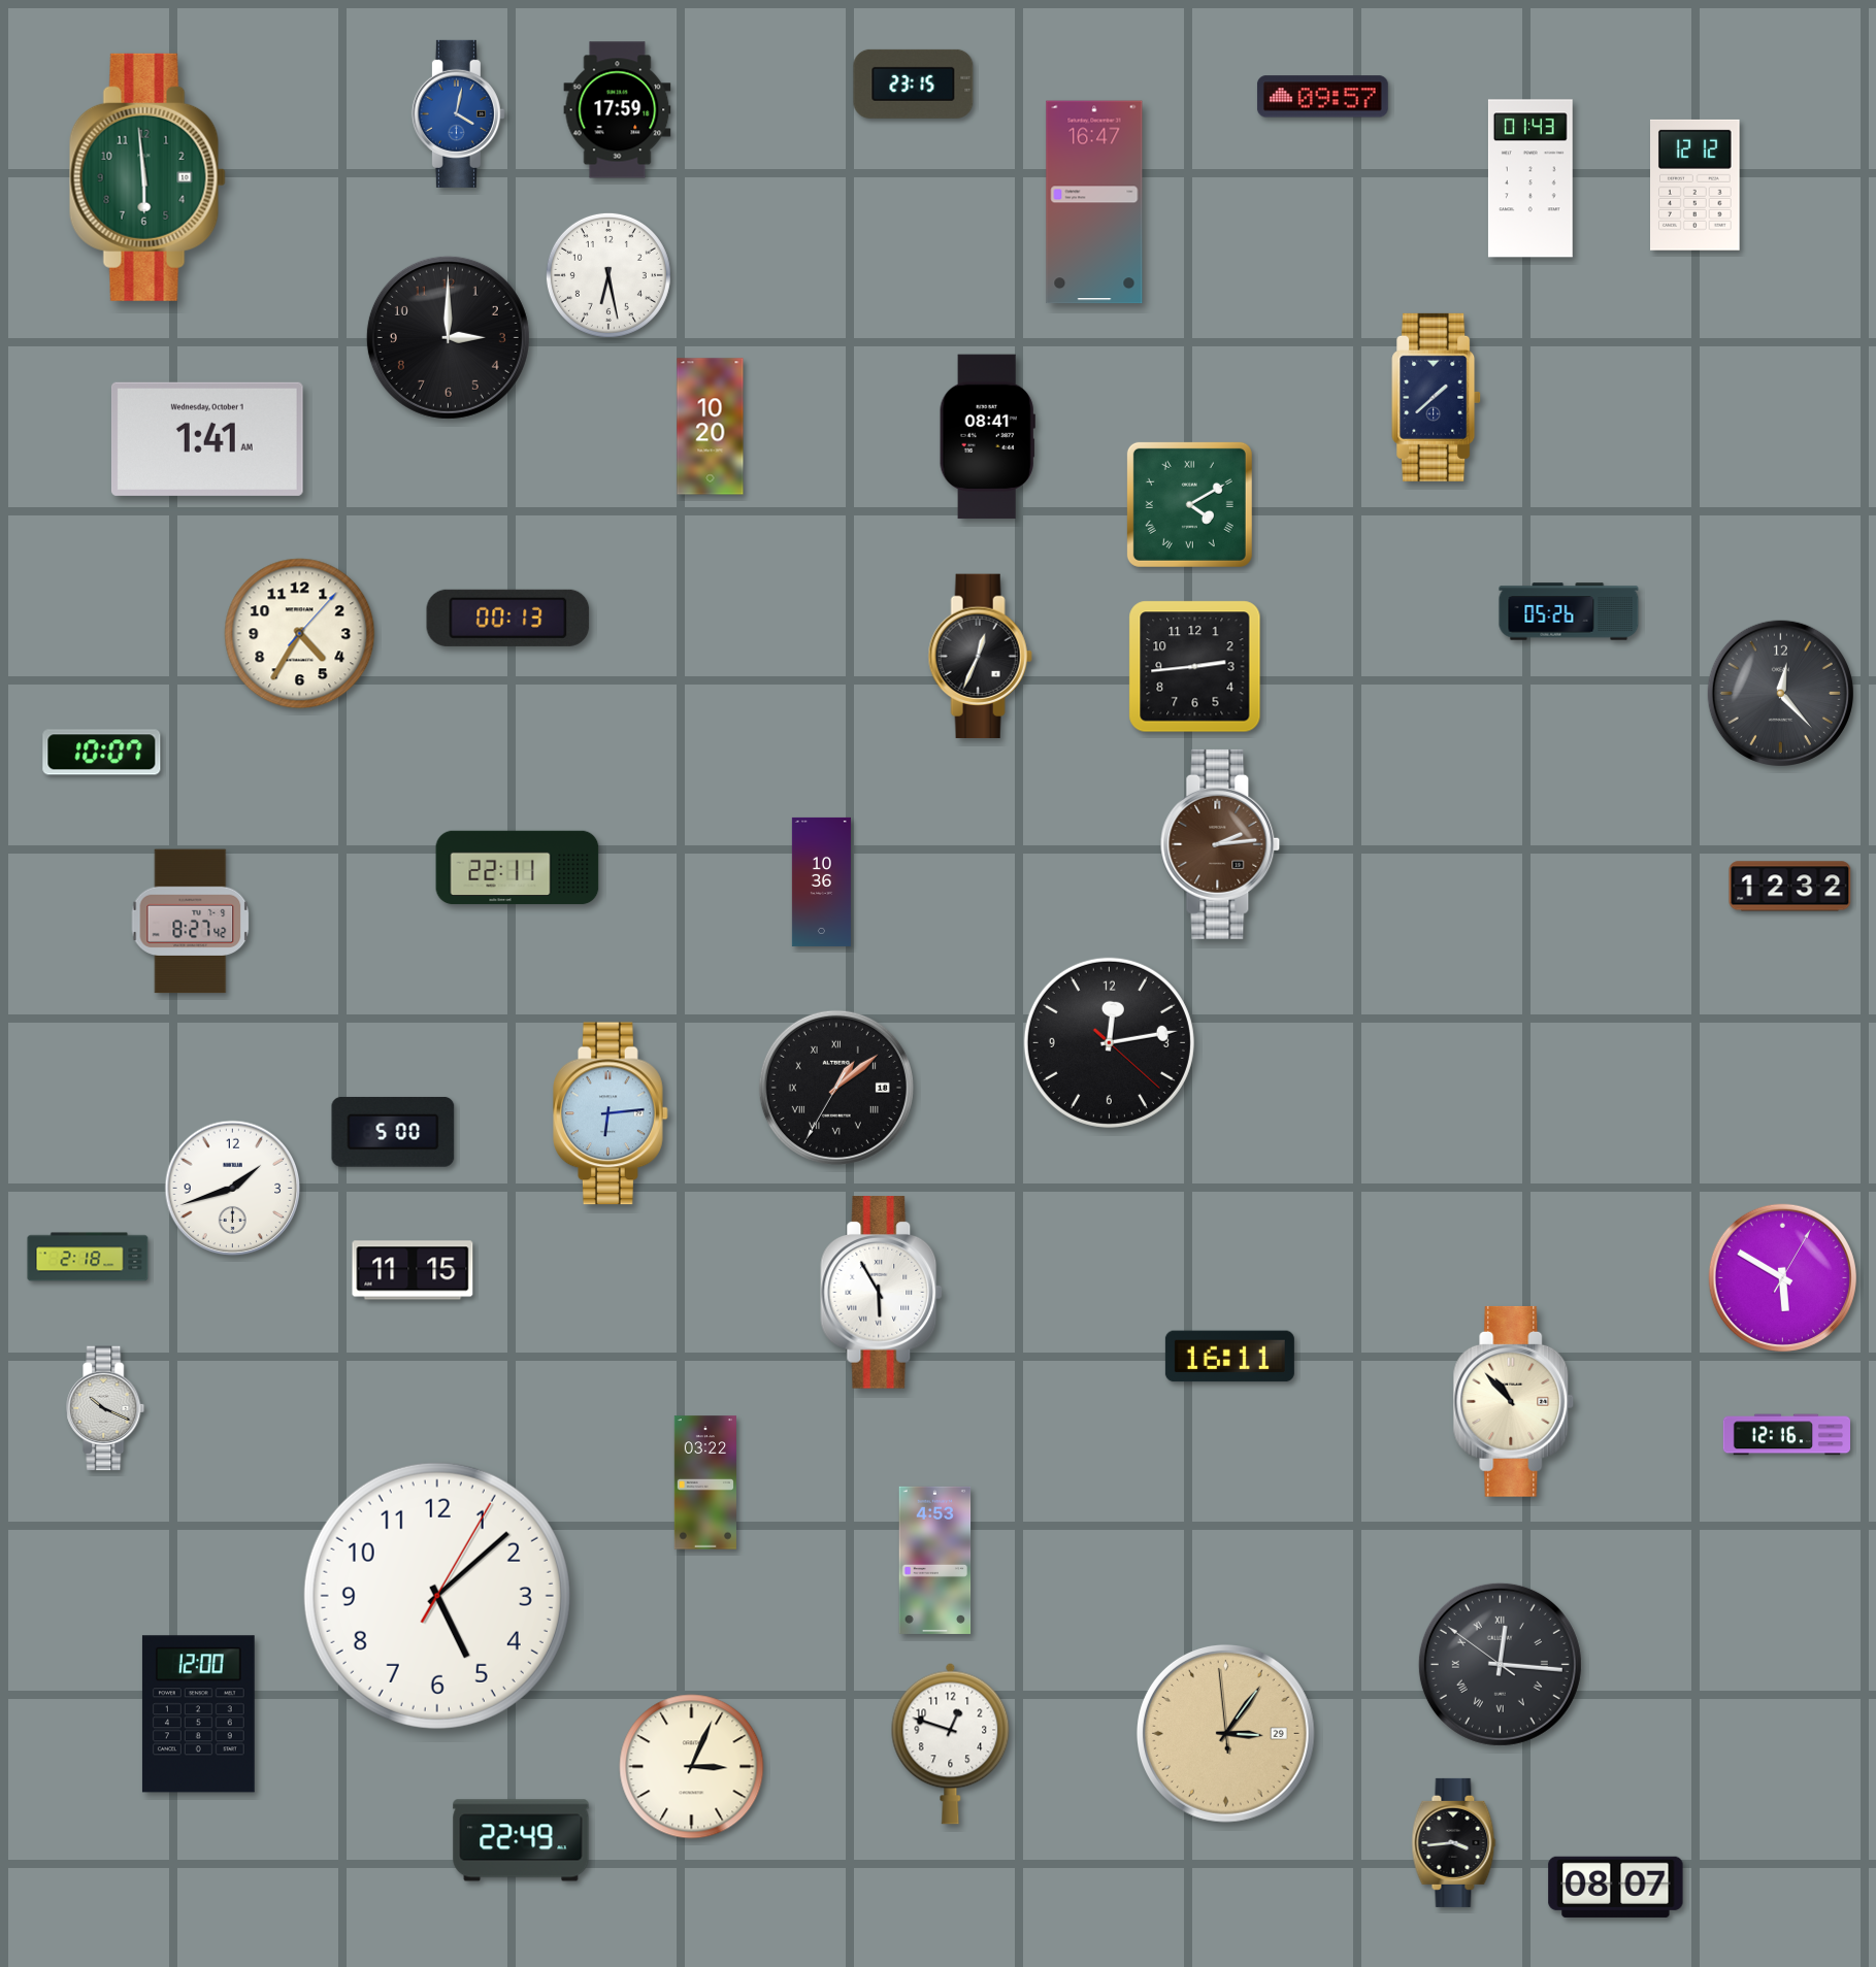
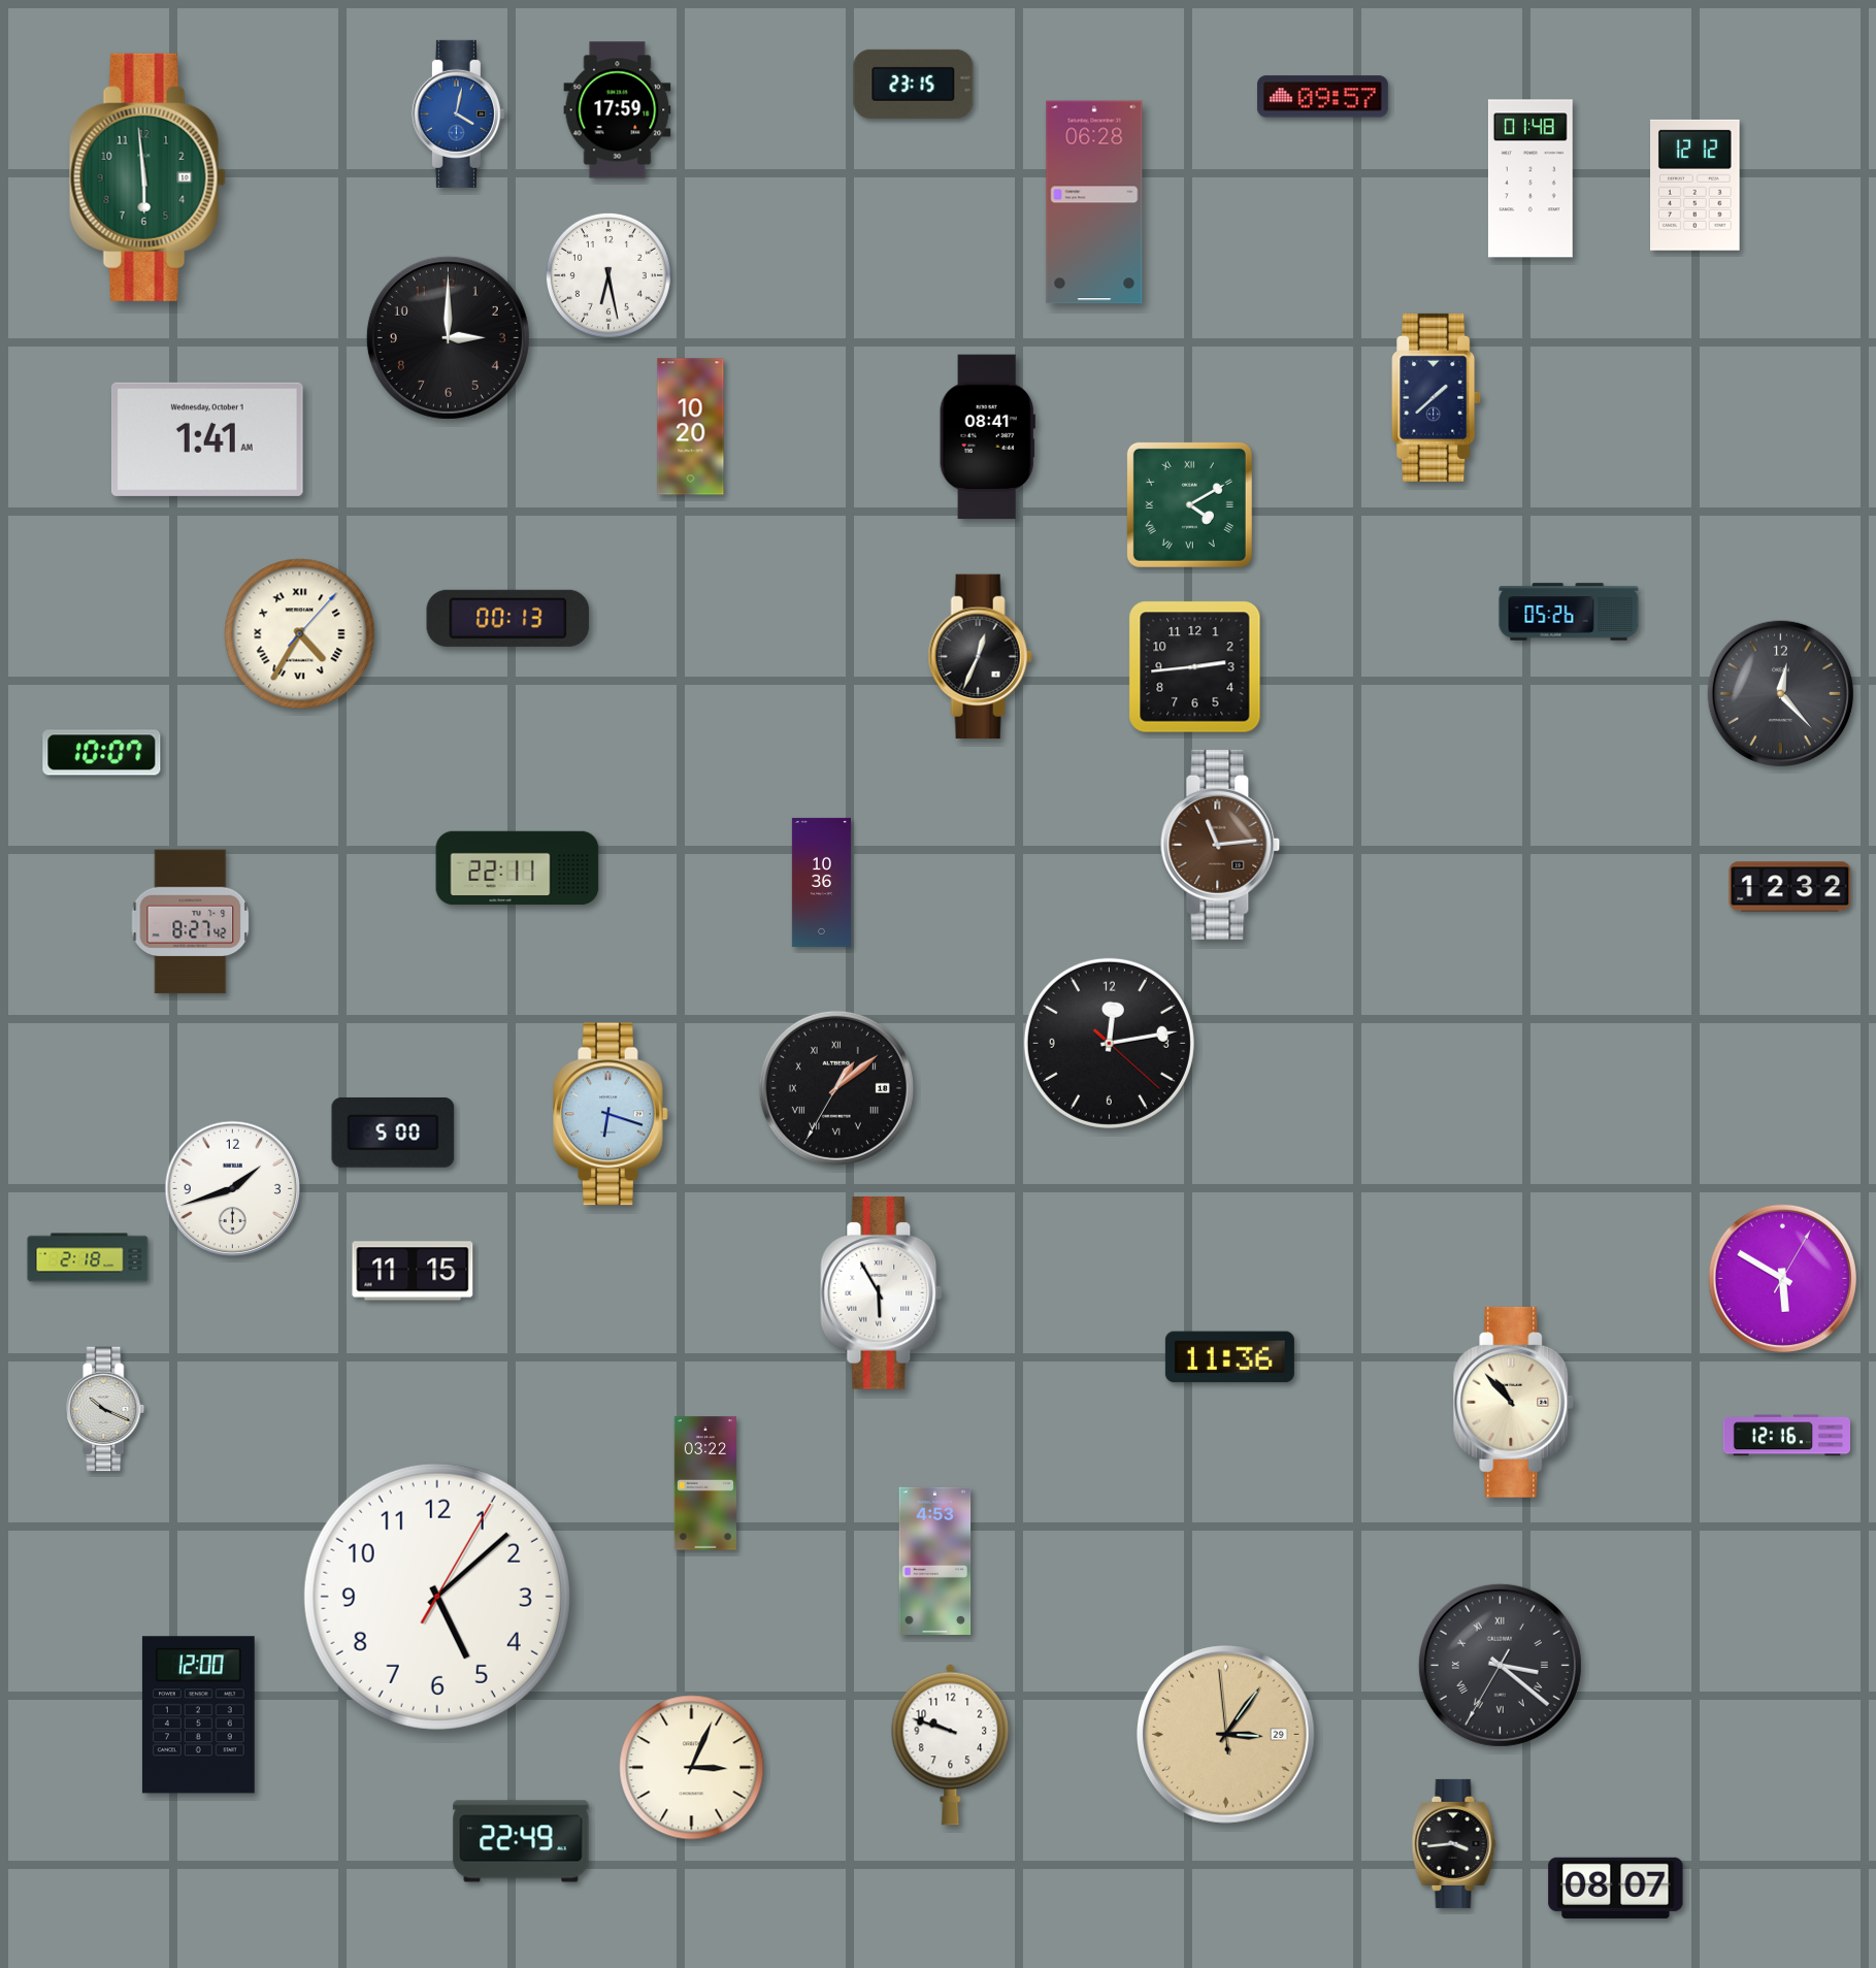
clock at (1531, 178): 01:43 -> 01:48
clock at (1094, 202): 16:47 -> 06:28
clock at (711, 427) position: (711, 427) -> (691, 427)
clock at (300, 634) numerals: Arabic -> Roman
clock at (1220, 844): 2:14 -> 11:14
clock at (611, 1113): 6:14 -> 6:18
clock at (1229, 1357): 16:11 -> 11:36
clock at (1500, 1664): 12:15 -> 3:21
clock at (951, 1743): 12:48 -> 9:48
